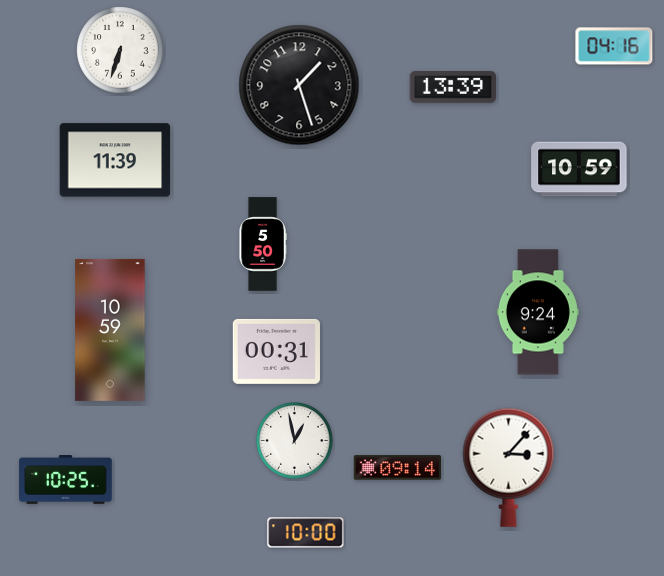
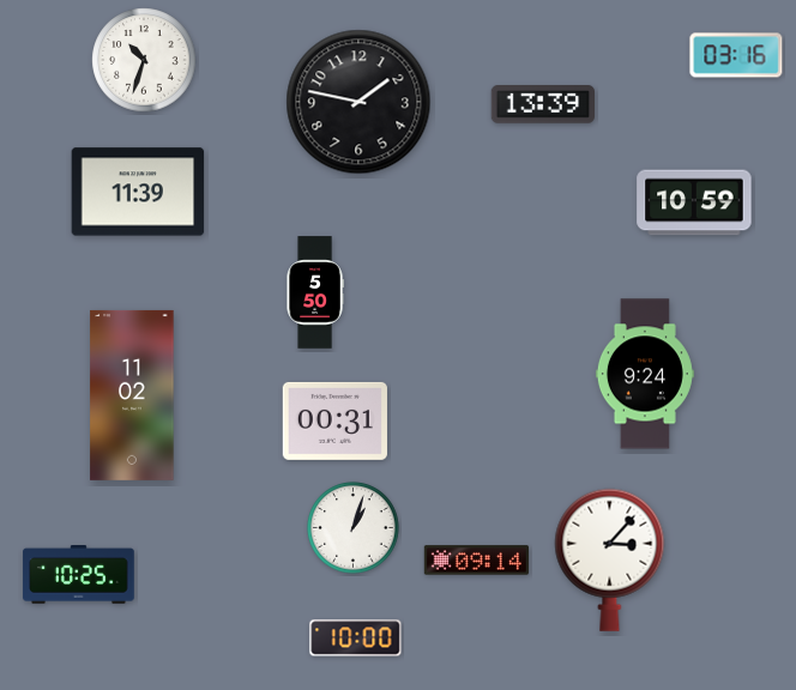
clock at (614, 46): 04:16 -> 03:16
clock at (120, 50): 6:33 -> 10:33
clock at (299, 85): 1:27 -> 1:47
clock at (110, 330): 10:59 -> 11:02
clock at (276, 351) position: (276, 351) -> (334, 420)
clock at (295, 441): 12:58 -> 1:03
clock at (306, 533) position: (306, 533) -> (356, 638)
